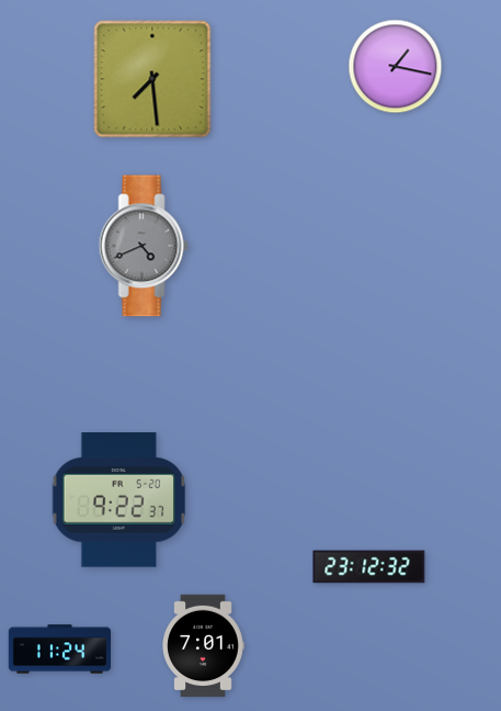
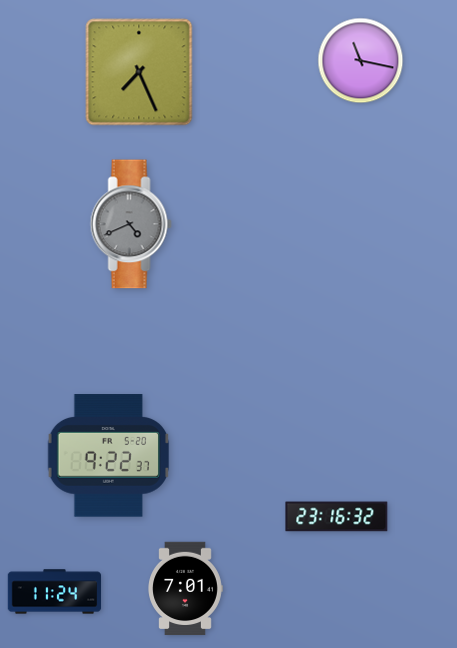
clock at (396, 67): 1:17 -> 11:17
clock at (152, 79): 7:29 -> 7:26
clock at (369, 567): 23:12 -> 23:16
